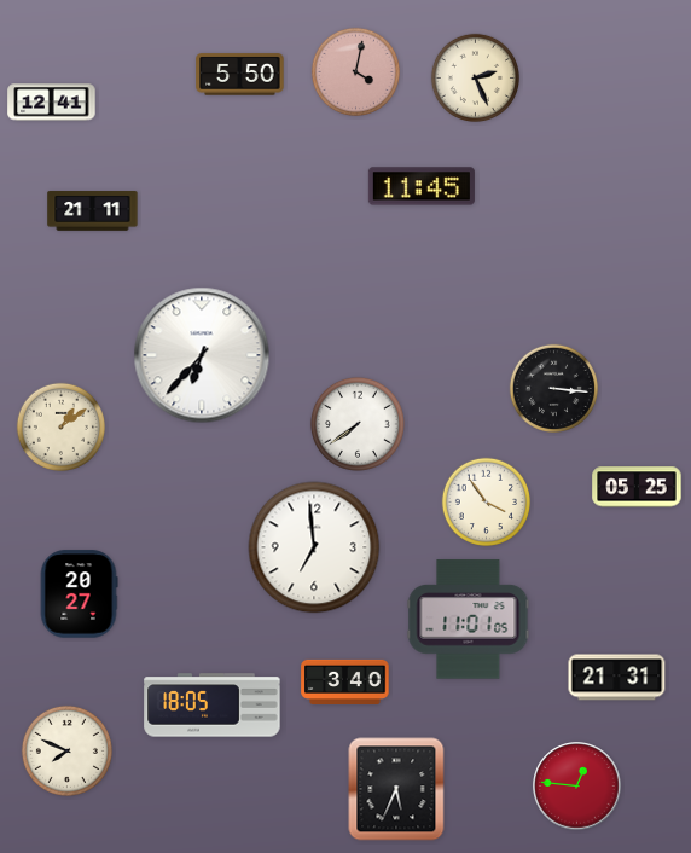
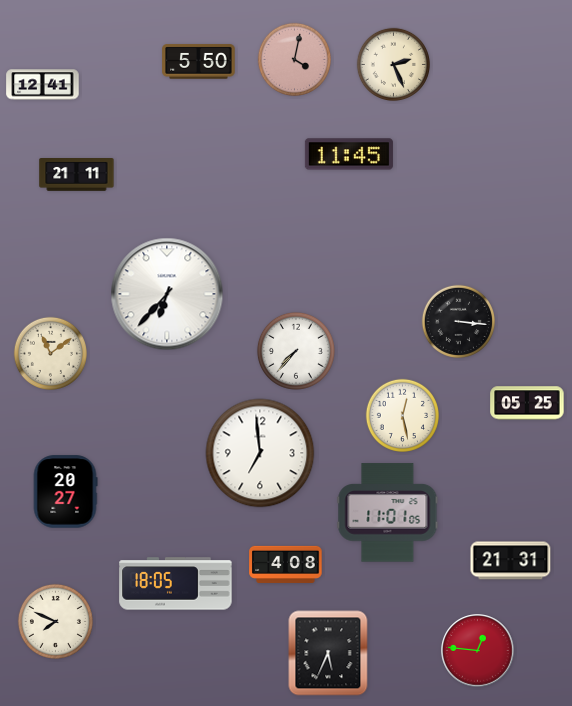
clock at (358, 424): 7:39 -> 7:37
clock at (60, 426): 1:09 -> 11:09
clock at (486, 501): 3:54 -> 12:28
clock at (345, 681): 3:40 -> 4:08
